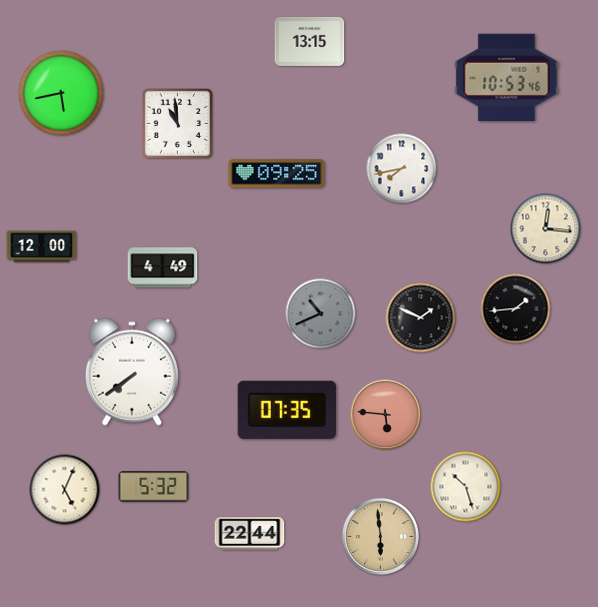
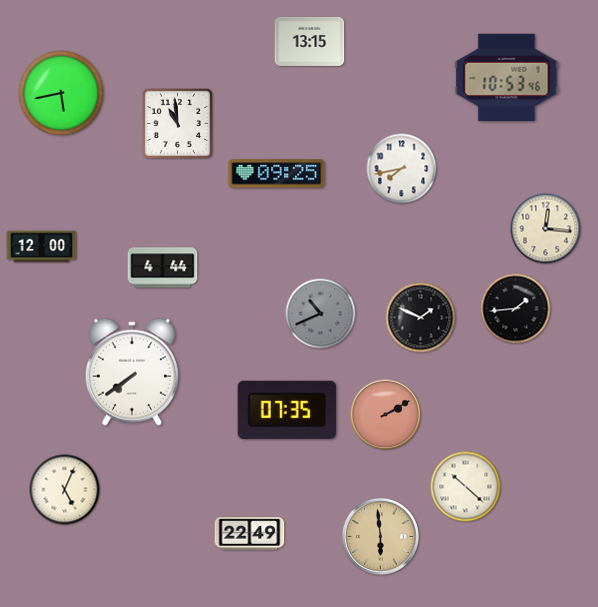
clock at (163, 268): 4:49 -> 4:44
clock at (386, 415): 5:46 -> 2:10
clock at (154, 487): 5:32 -> none
clock at (466, 487): 10:27 -> 10:22
clock at (250, 534): 22:44 -> 22:49
